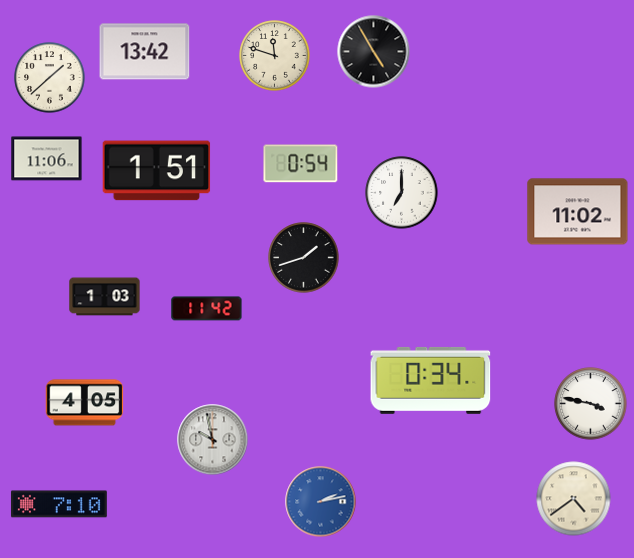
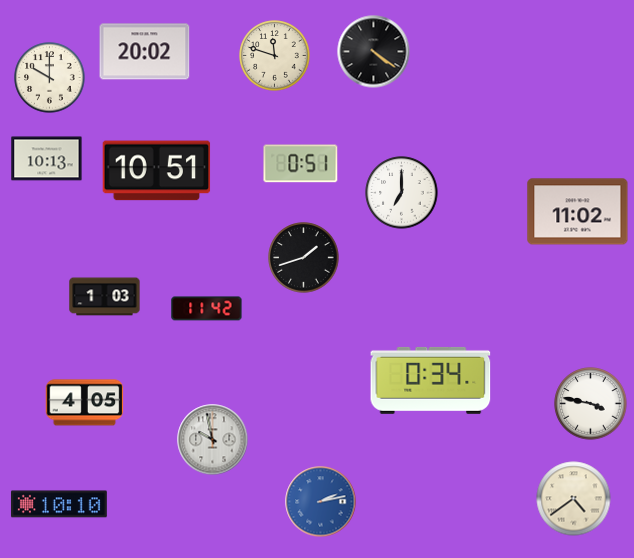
clock at (145, 52): 13:42 -> 20:02
clock at (374, 52): 4:55 -> 4:21
clock at (50, 78): 1:38 -> 10:00
clock at (47, 159): 11:06 -> 10:13
clock at (301, 164): 0:54 -> 0:51
clock at (157, 171): 1:51 -> 10:51
clock at (59, 504): 7:10 -> 10:10
